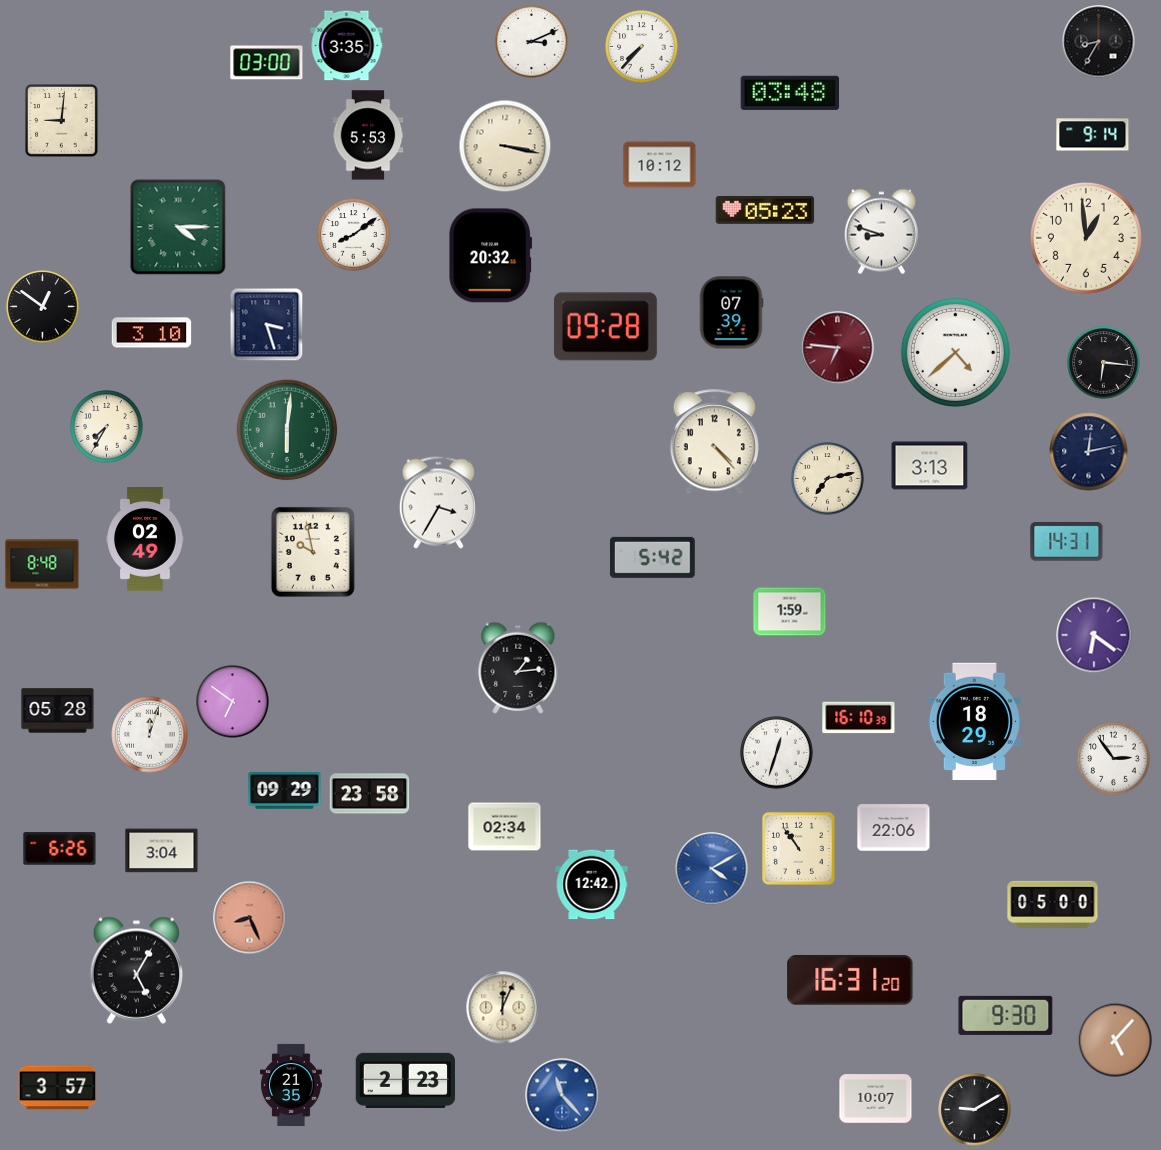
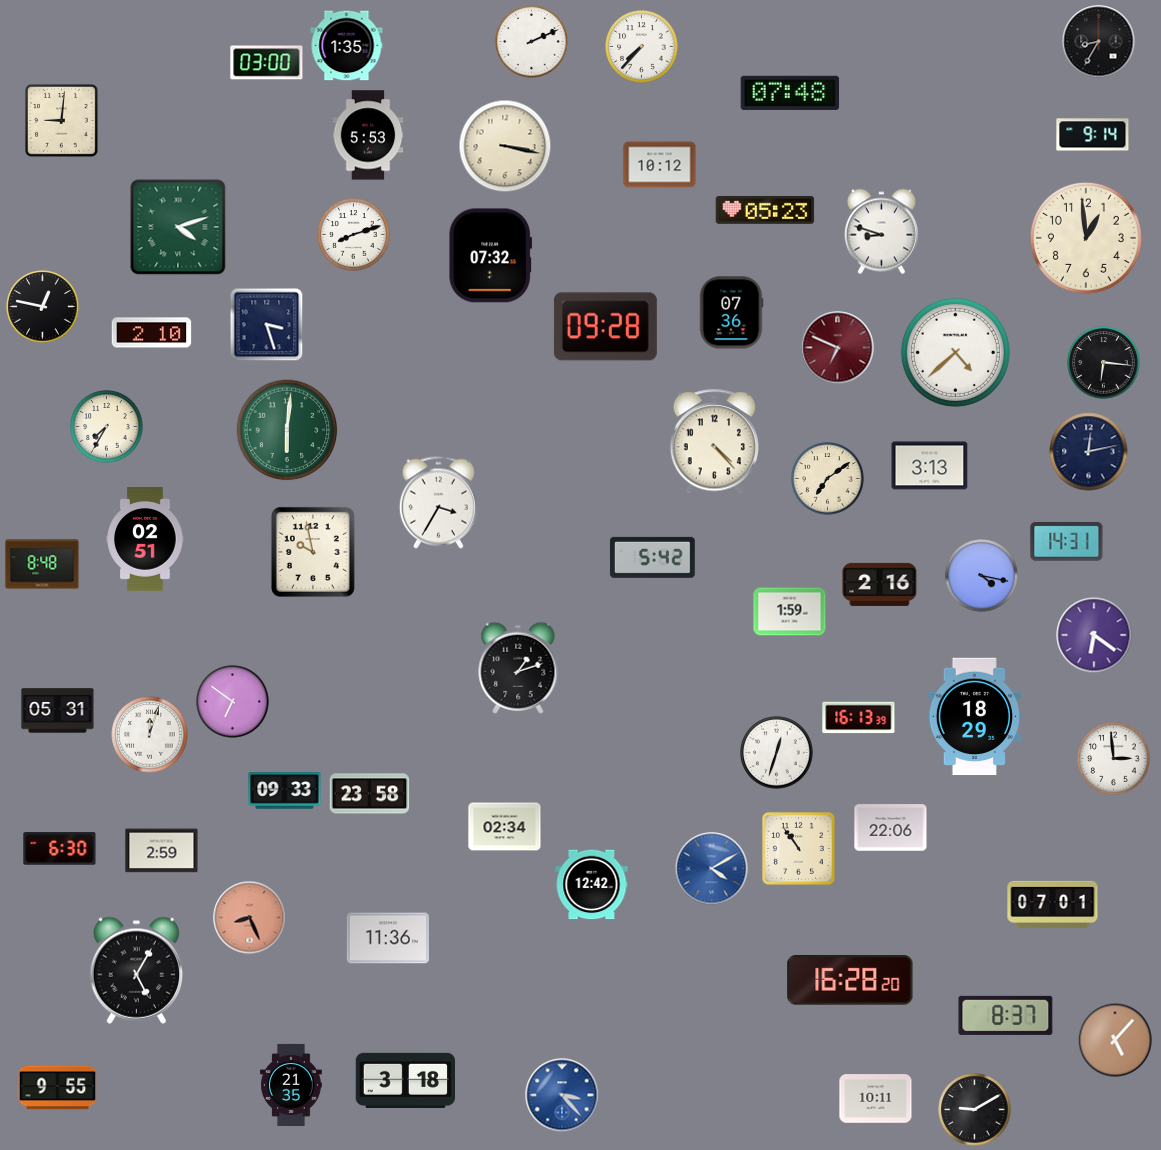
clock at (532, 42): 3:11 -> 2:11
clock at (347, 46): 3:35 -> 1:35
clock at (790, 93): 03:48 -> 07:48
clock at (178, 227): 4:15 -> 4:12
clock at (354, 235): 8:09 -> 8:12
clock at (491, 256): 20:32 -> 07:32
clock at (43, 307): 12:51 -> 12:47
clock at (731, 313): 07:39 -> 07:36
clock at (152, 333): 3:10 -> 2:10
clock at (838, 348): 6:46 -> 6:49
clock at (828, 479): 7:13 -> 7:09
clock at (145, 539): 02:49 -> 02:51
clock at (982, 576): none -> 4:17
clock at (880, 584): none -> 2:16
clock at (518, 668): 1:14 -> 1:12
clock at (58, 711): 05:28 -> 05:31
clock at (859, 718): 16:10 -> 16:13
clock at (974, 722) position: (974, 722) -> (974, 717)
clock at (1114, 759): 2:54 -> 2:59
clock at (285, 791): 09:29 -> 09:33
clock at (894, 828) position: (894, 828) -> (891, 828)
clock at (60, 849): 6:26 -> 6:30
clock at (162, 851): 3:04 -> 2:59
clock at (1053, 904): 05:00 -> 07:01
clock at (388, 938): none -> 11:36
clock at (850, 980): 16:31 -> 16:28
clock at (503, 1008): 12:04 -> none
clock at (1006, 1015): 9:30 -> 8:37
clock at (405, 1080): 2:23 -> 3:18
clock at (58, 1088): 3:57 -> 9:55
clock at (562, 1095): 11:23 -> 3:23
clock at (876, 1099): 10:07 -> 10:11
